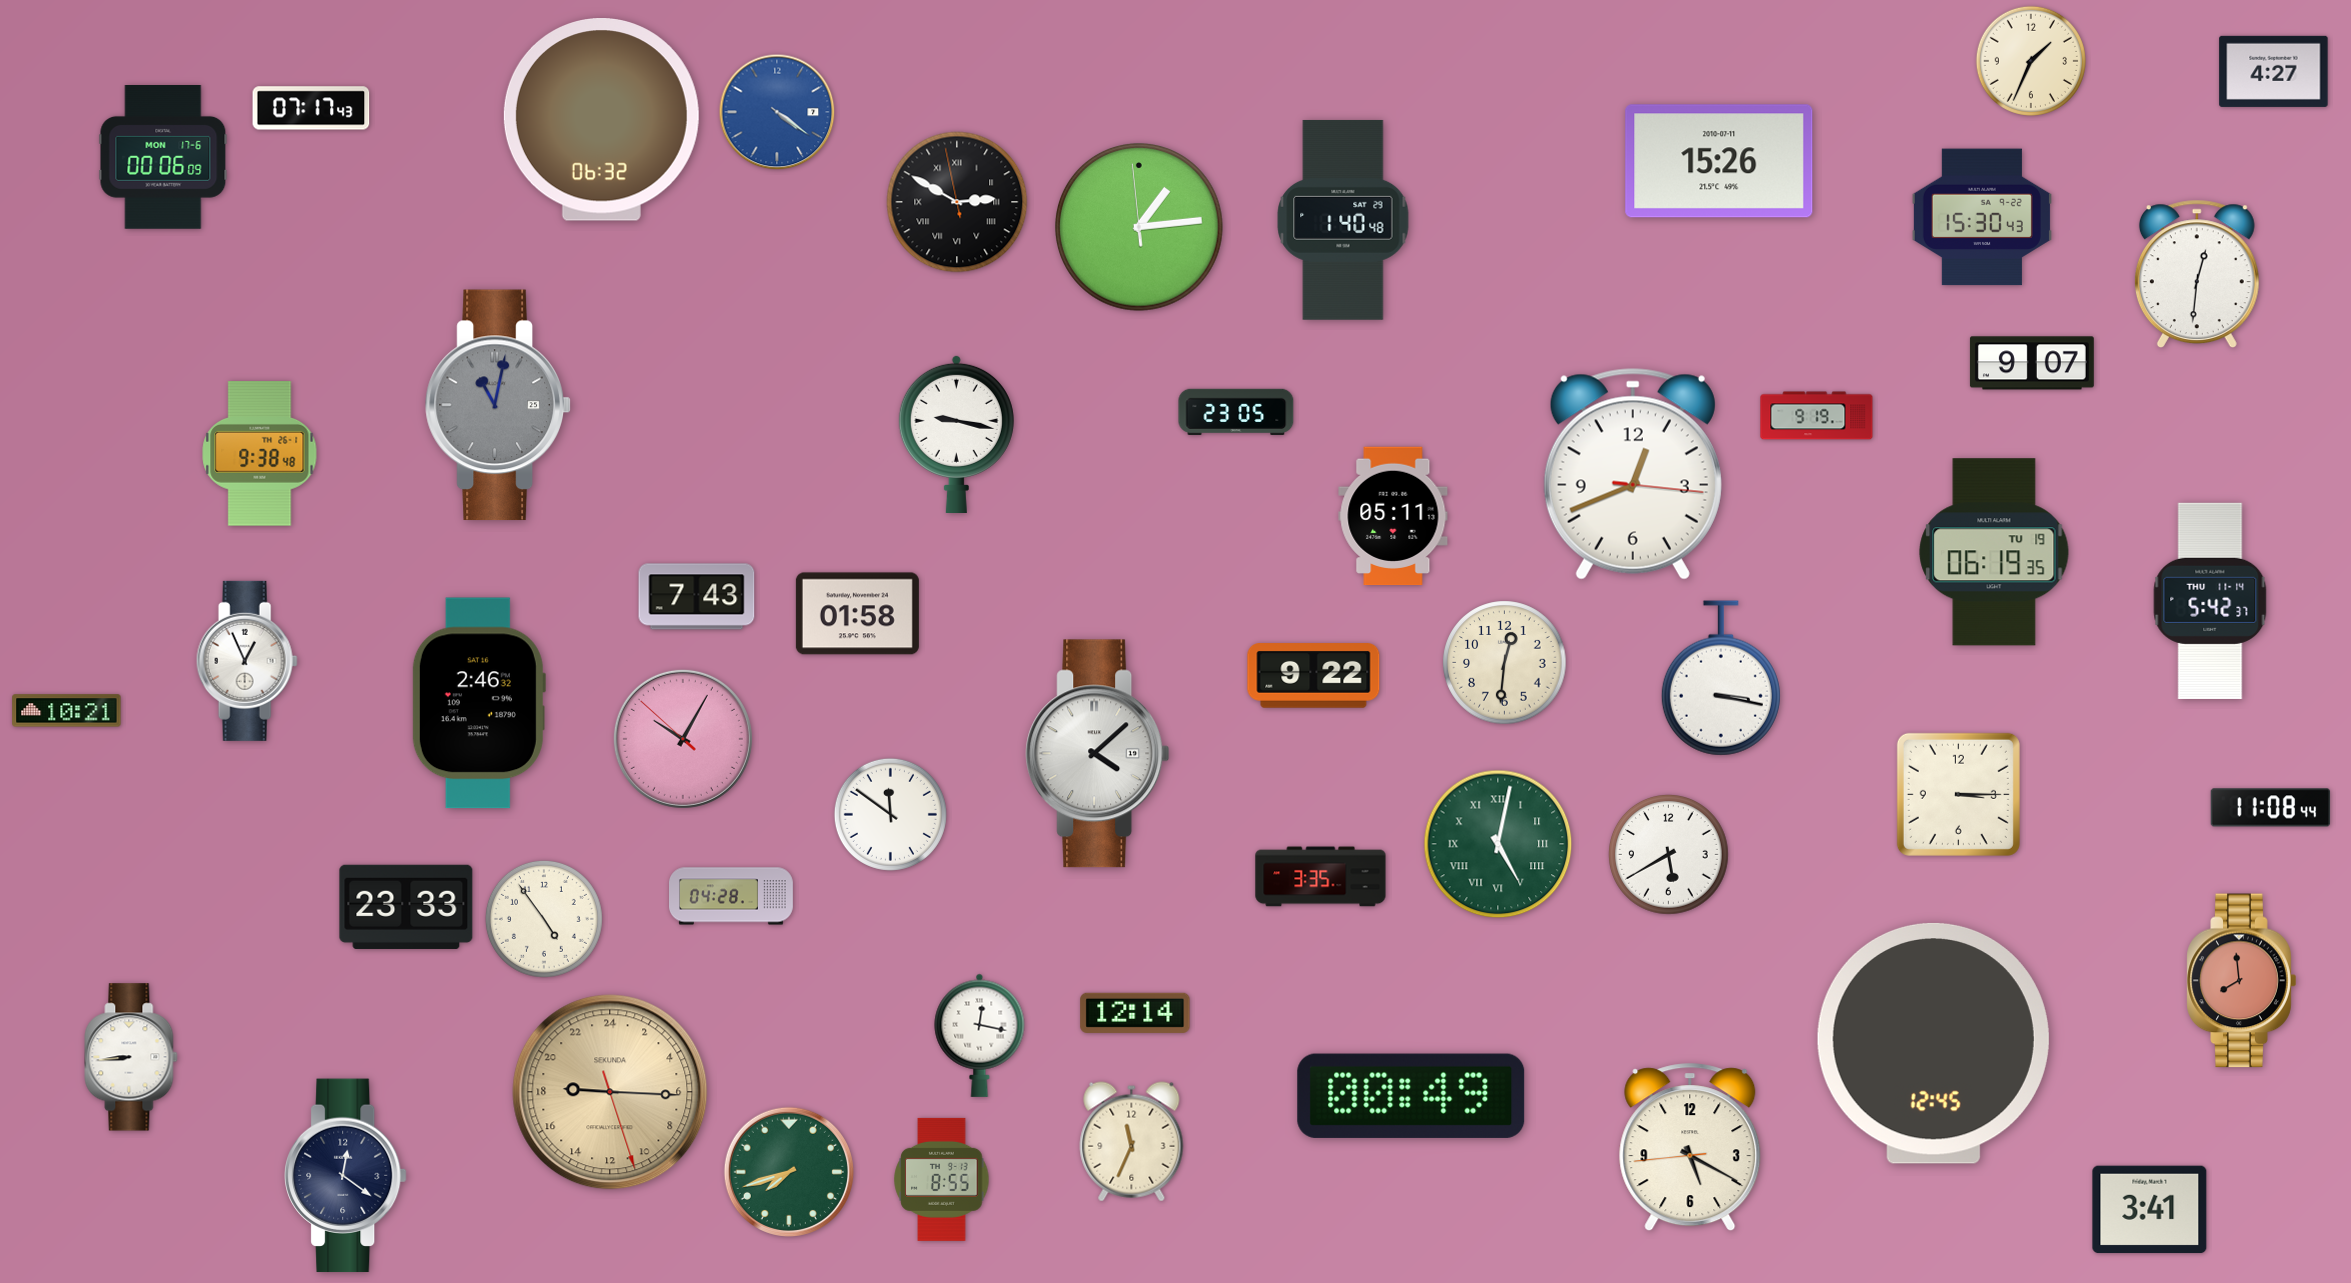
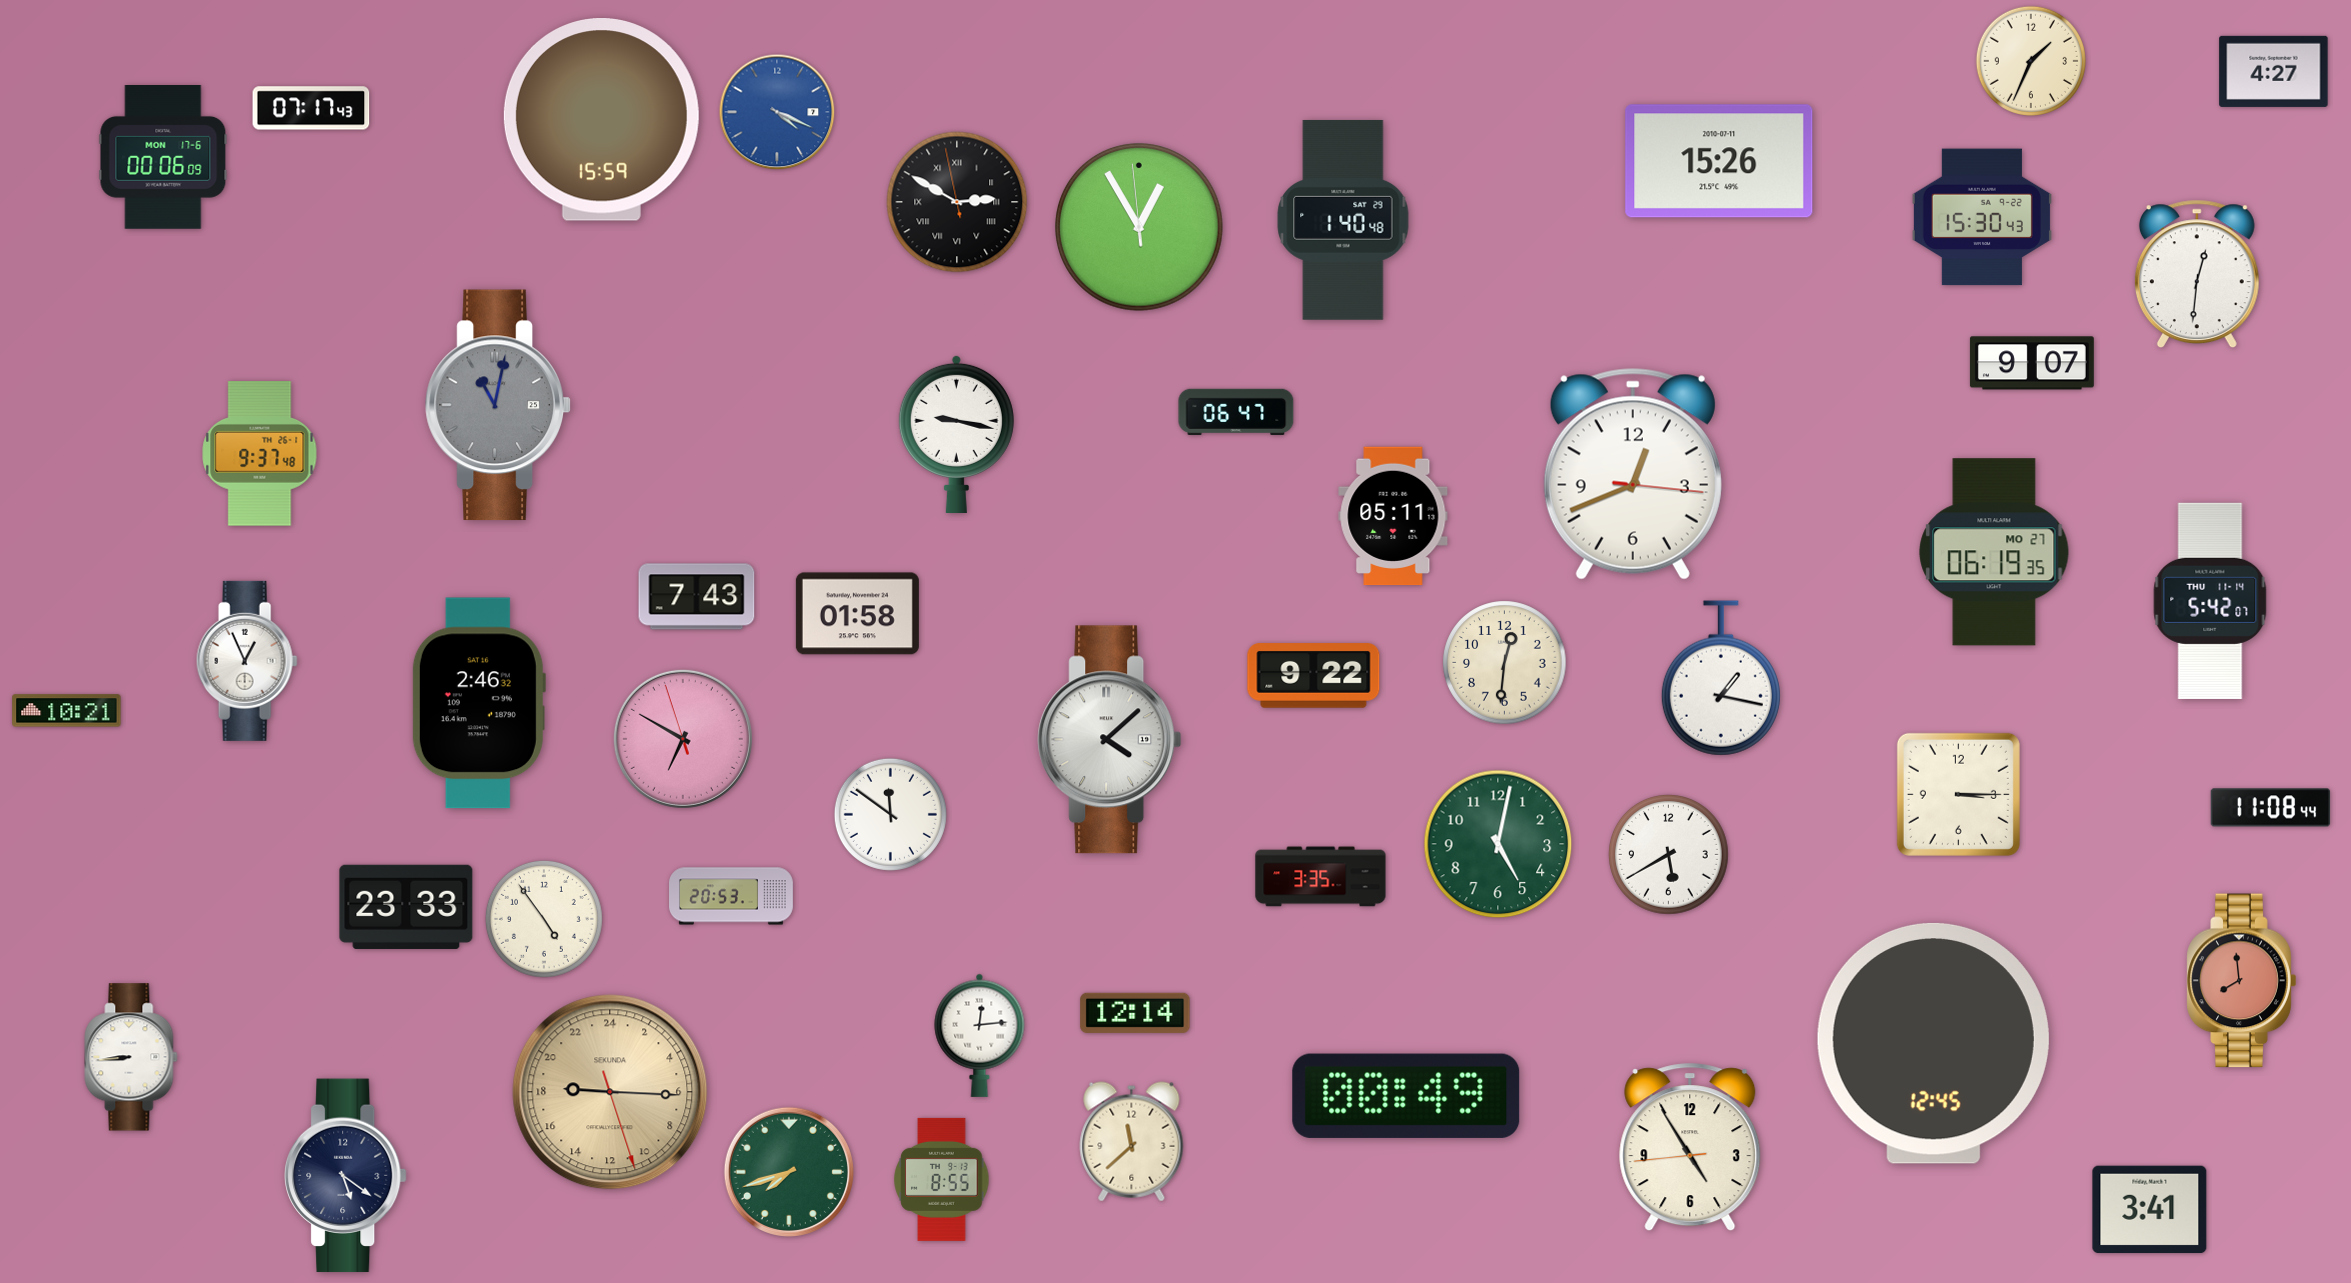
clock at (777, 112): 4:21 -> 4:19
clock at (601, 120): 06:32 -> 15:59
clock at (1140, 228): 1:13 -> 12:54
clock at (1236, 412): 23:05 -> 06:47
clock at (1817, 416): 9:19 -> none
clock at (260, 454): 9:38 -> 9:37
clock at (1994, 552) date: TU 19 -> MO 27
clock at (2210, 601): 5:42:37 -> 5:42:07
clock at (1721, 678): 3:17 -> 1:17
clock at (683, 739): 10:04 -> 6:49
clock at (1098, 754) position: (1098, 754) -> (1110, 740)
clock at (1498, 844) numerals: Roman -> Arabic
clock at (732, 896): 04:28 -> 20:53
clock at (980, 1035): 12:17 -> 12:14
clock at (1411, 1096) position: (1411, 1096) -> (1406, 1096)
clock at (1132, 1142): 11:34 -> 11:38
clock at (1690, 1148): 5:19 -> 4:54
clock at (346, 1176): 12:21 -> 5:21
